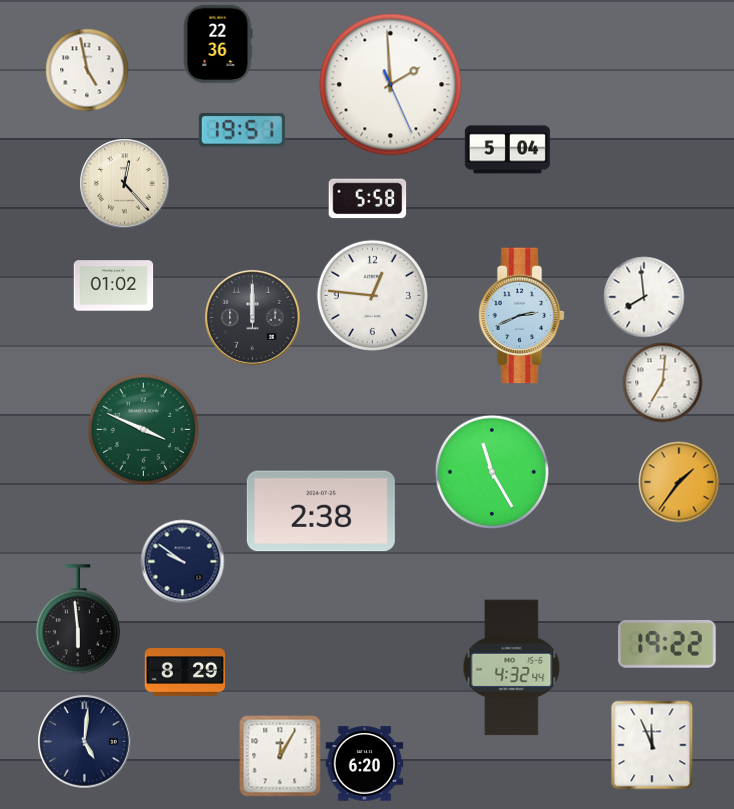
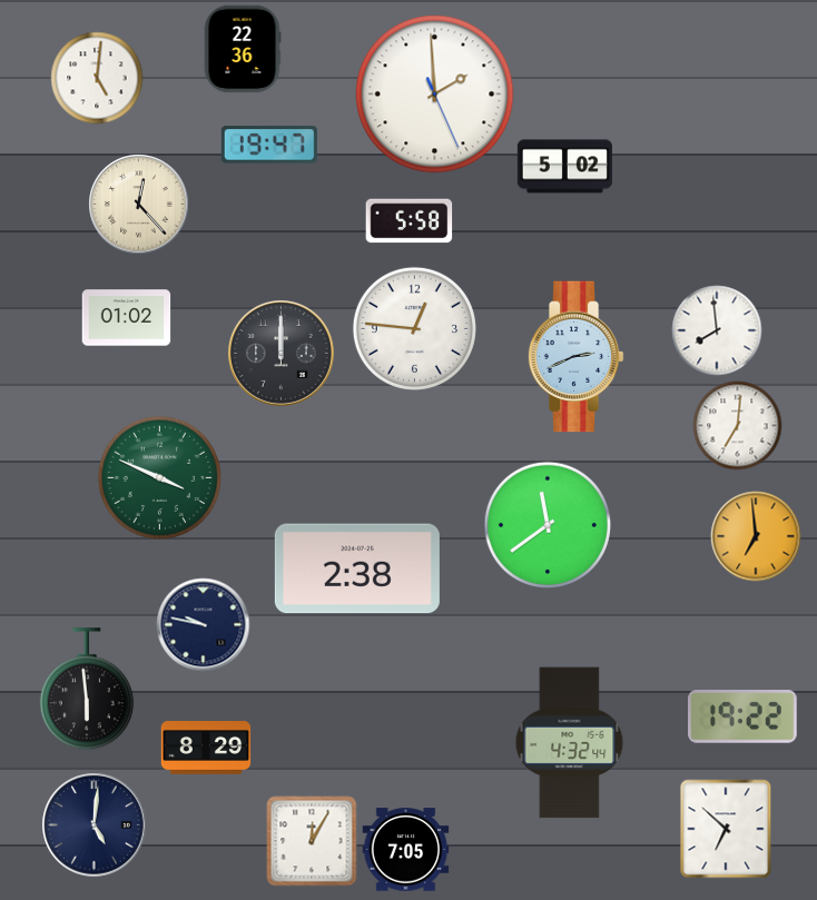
clock at (87, 70): 4:58 -> 5:01
clock at (242, 130): 19:51 -> 19:47
clock at (507, 150): 5:04 -> 5:02
clock at (521, 316) position: (521, 316) -> (575, 357)
clock at (491, 471): 11:25 -> 11:39
clock at (679, 482): 1:36 -> 6:59
clock at (182, 561): 9:51 -> 9:47
clock at (652, 745): 11:56 -> 6:52
clock at (364, 764): 6:20 -> 7:05
